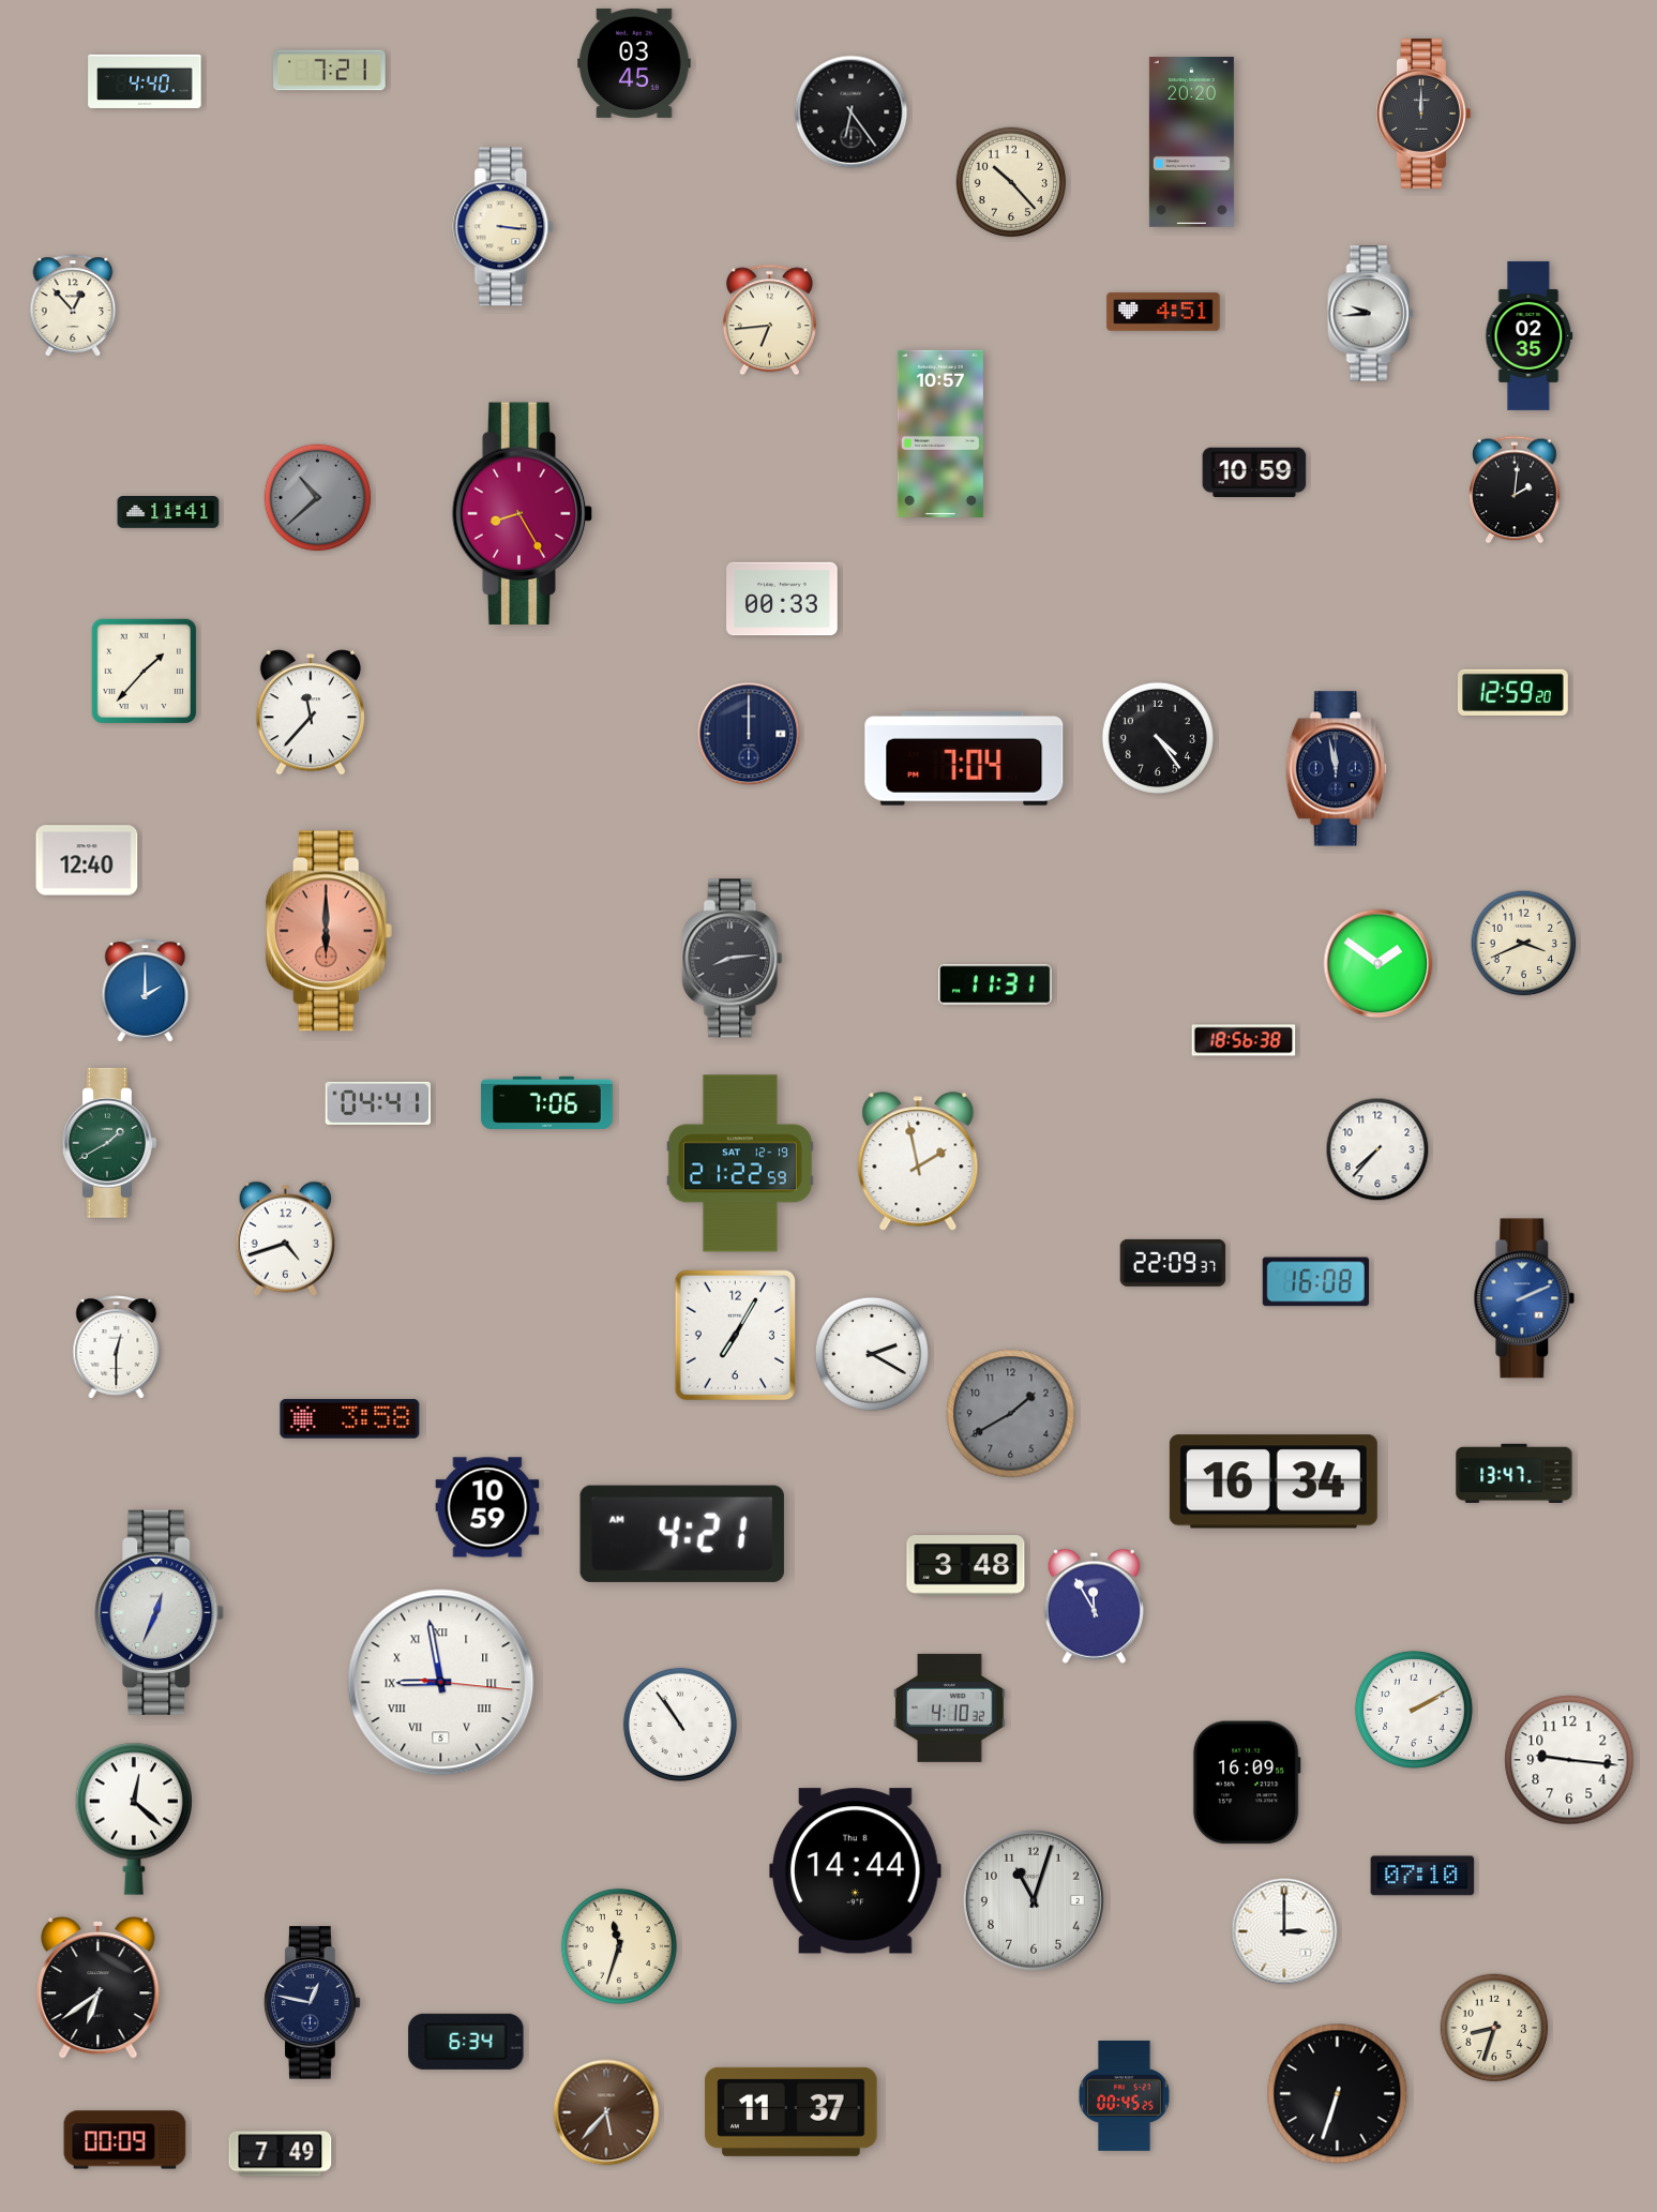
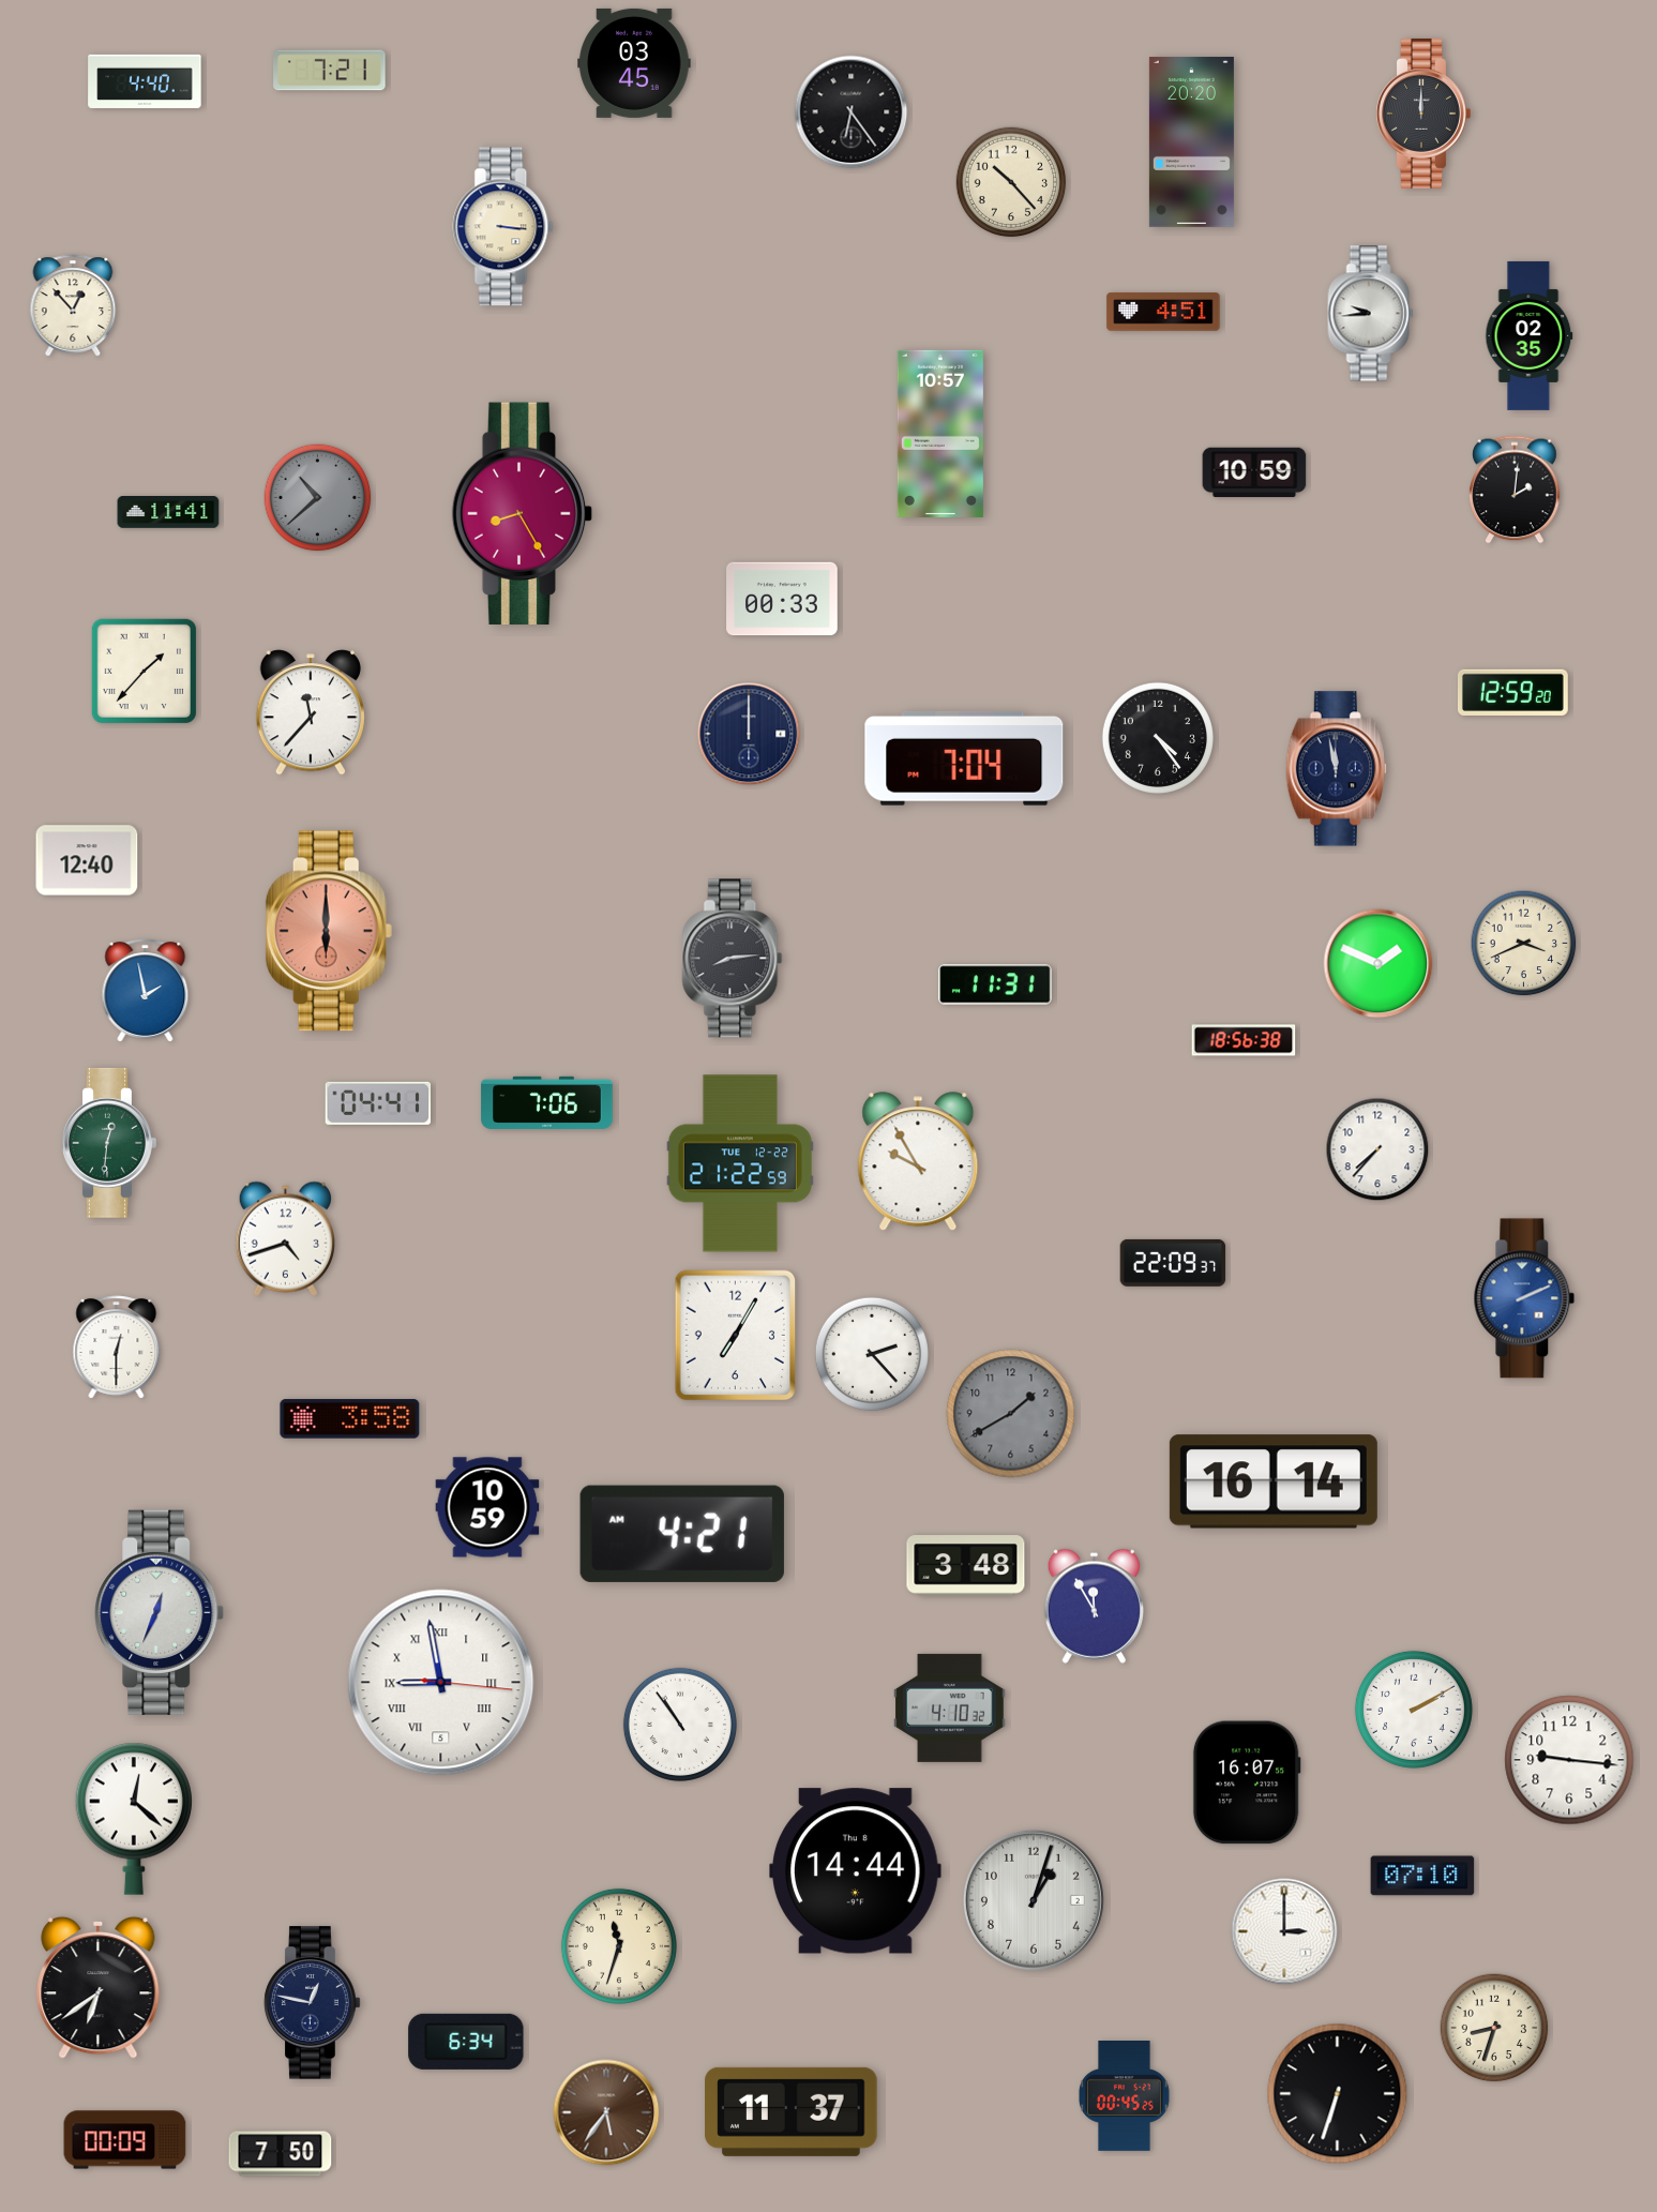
clock at (769, 320): 6:44 -> none
clock at (1379, 964): 1:51 -> 1:49
clock at (146, 991): 2:00 -> 1:58
clock at (109, 1143): 1:40 -> 12:31
clock at (918, 1162): 1:58 -> 9:55
clock at (740, 1163) date: SAT 12-19 -> TUE 12-22
clock at (1315, 1282): 16:08 -> none
clock at (872, 1354): 2:20 -> 2:23
clock at (1515, 1473): 13:47 -> none
clock at (1274, 1481): 16:34 -> 16:14
clock at (1247, 1782): 16:09 -> 16:07
clock at (1034, 1900): 11:03 -> 1:03
clock at (606, 2112): 5:37 -> 5:36
clock at (281, 2154): 7:49 -> 7:50
